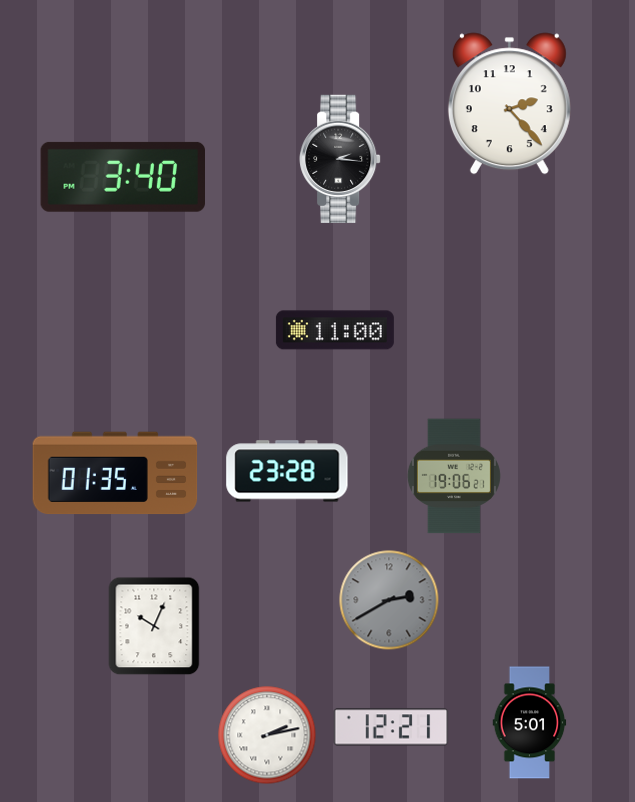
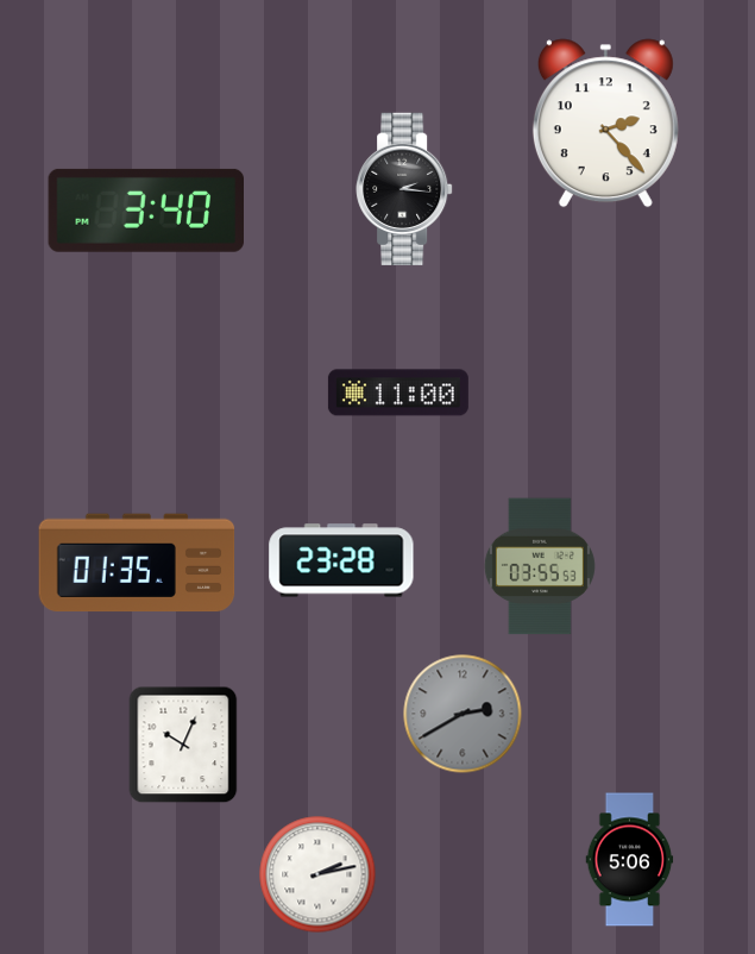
clock at (454, 476): 19:06 -> 03:55
clock at (530, 723): 5:01 -> 5:06
clock at (391, 727): 12:21 -> none
